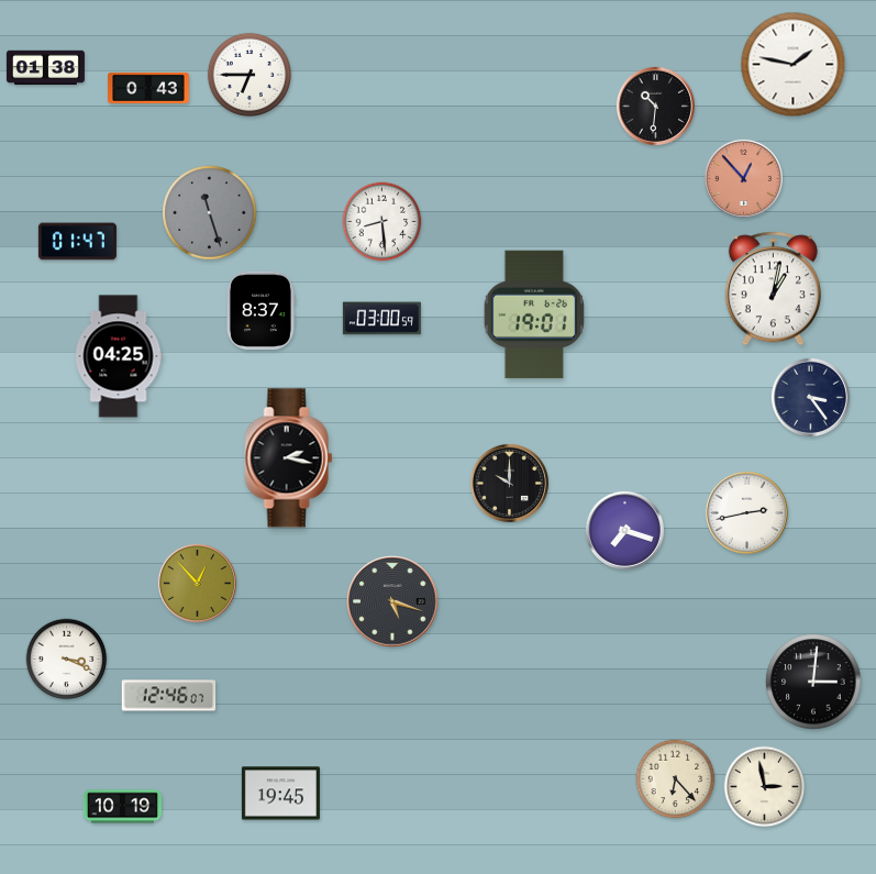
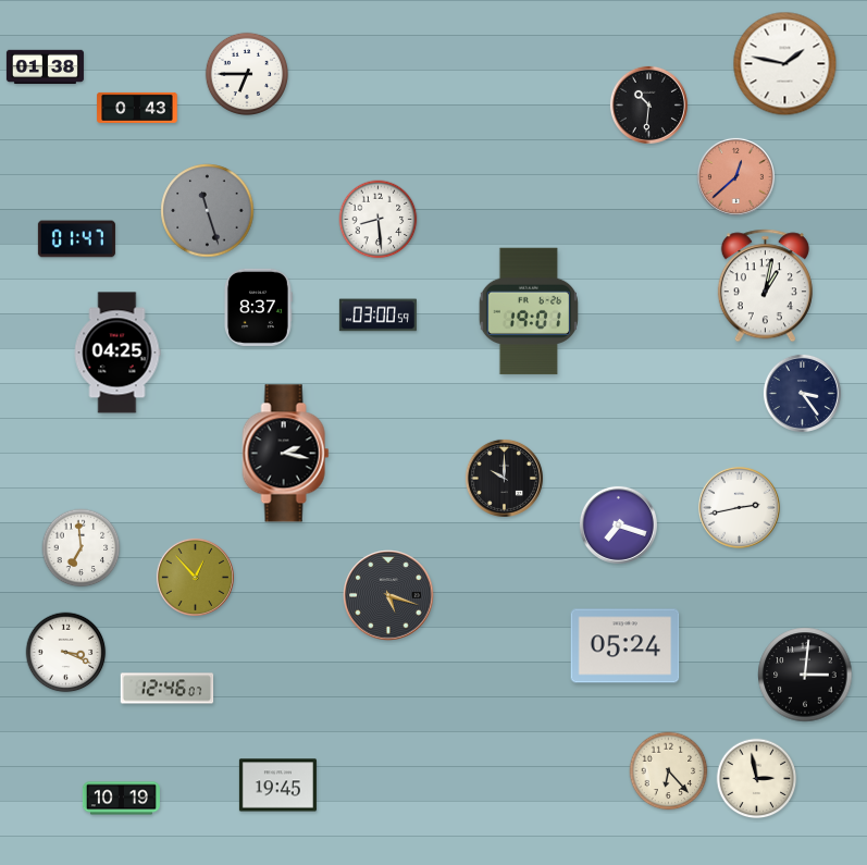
clock at (148, 88) position: (148, 88) -> (137, 108)
clock at (743, 178): 12:53 -> 12:38
clock at (82, 548): none -> 6:59
clock at (626, 646): none -> 05:24
